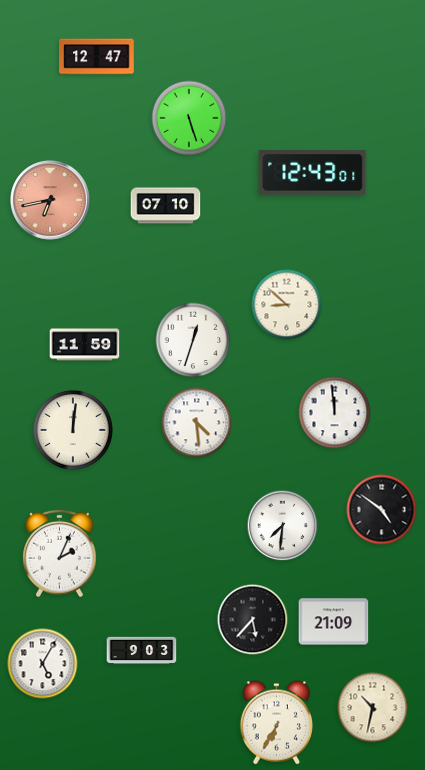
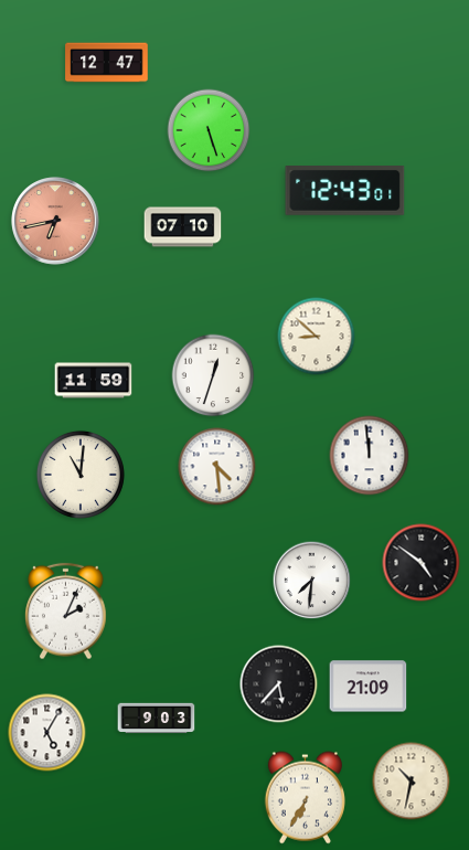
clock at (73, 430): 12:01 -> 11:01
